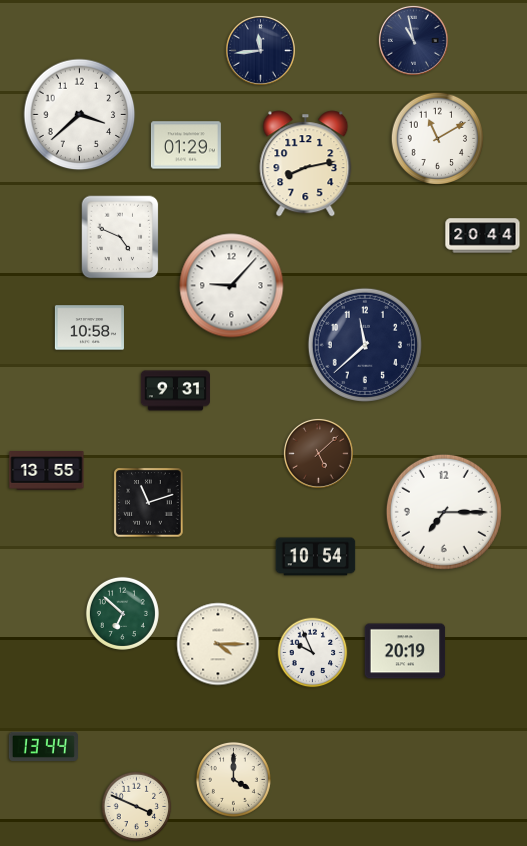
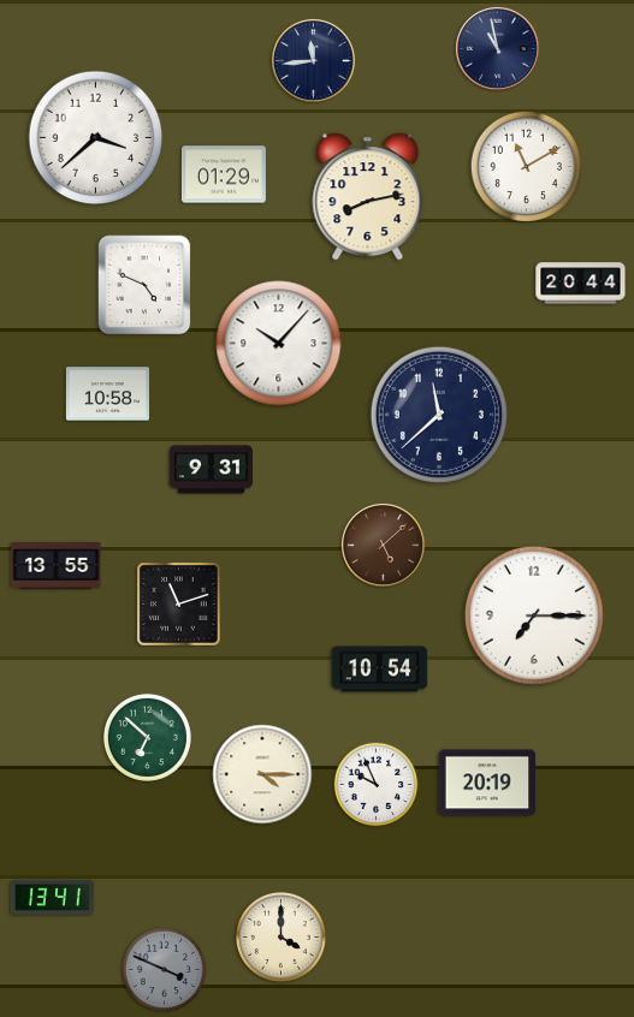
clock at (232, 286): 9:07 -> 10:07
clock at (43, 746): 13:44 -> 13:41
clock at (137, 807) dial: cream -> grey
